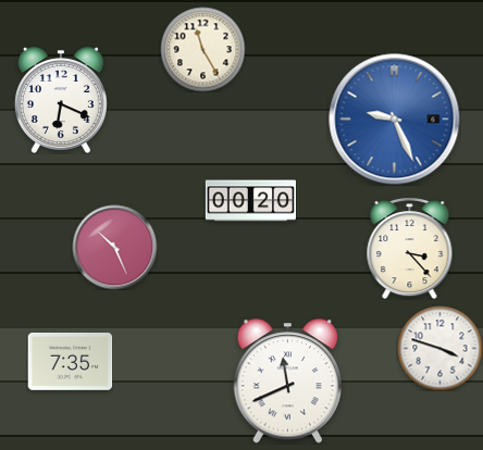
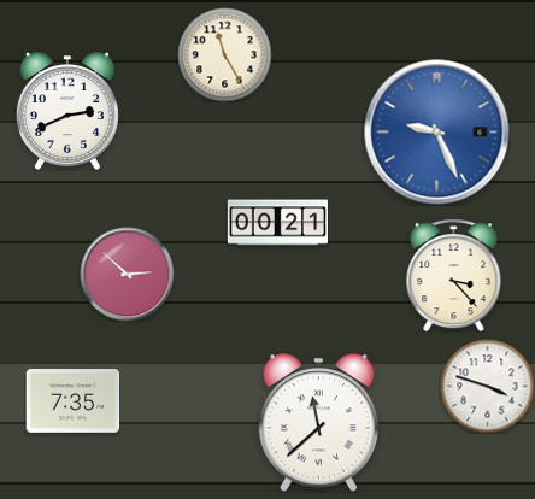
clock at (61, 100): 6:19 -> 2:41
clock at (250, 201): 00:20 -> 00:21
clock at (114, 247): 10:26 -> 2:52
clock at (70, 362) position: (70, 362) -> (72, 401)
clock at (287, 382): 11:41 -> 11:38
